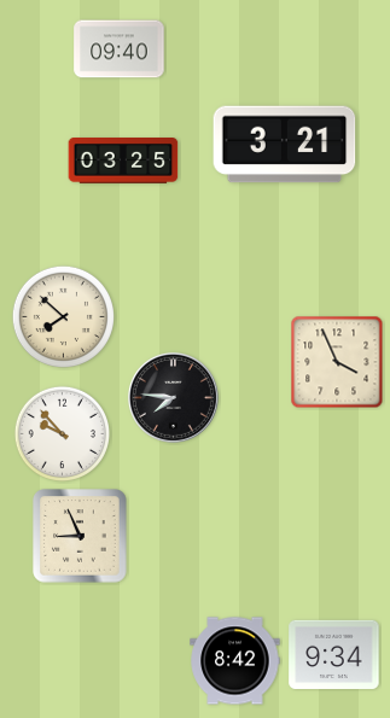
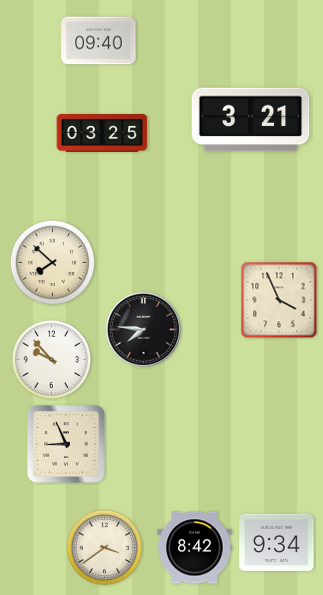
clock at (285, 145) position: (285, 145) -> (251, 120)
clock at (105, 548): none -> 3:39
